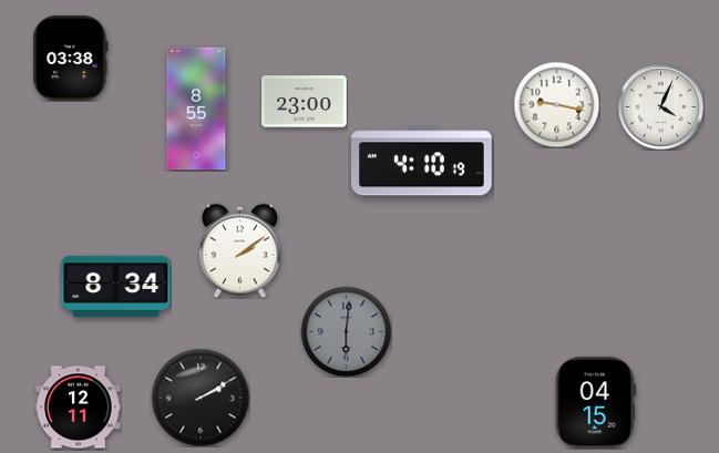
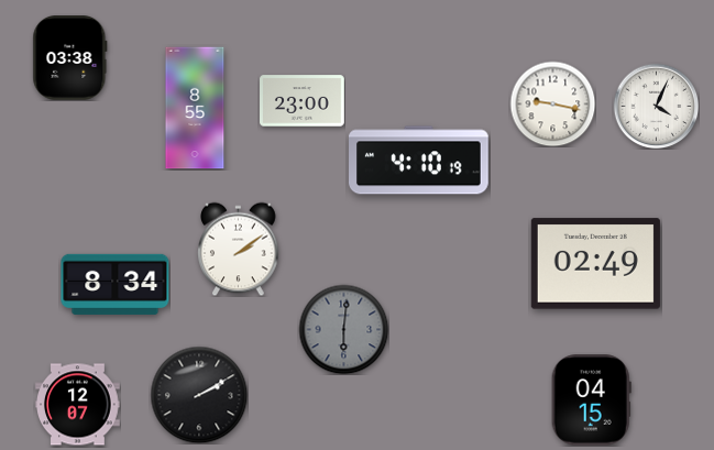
clock at (595, 264): none -> 02:49
clock at (79, 408): 12:11 -> 12:07
